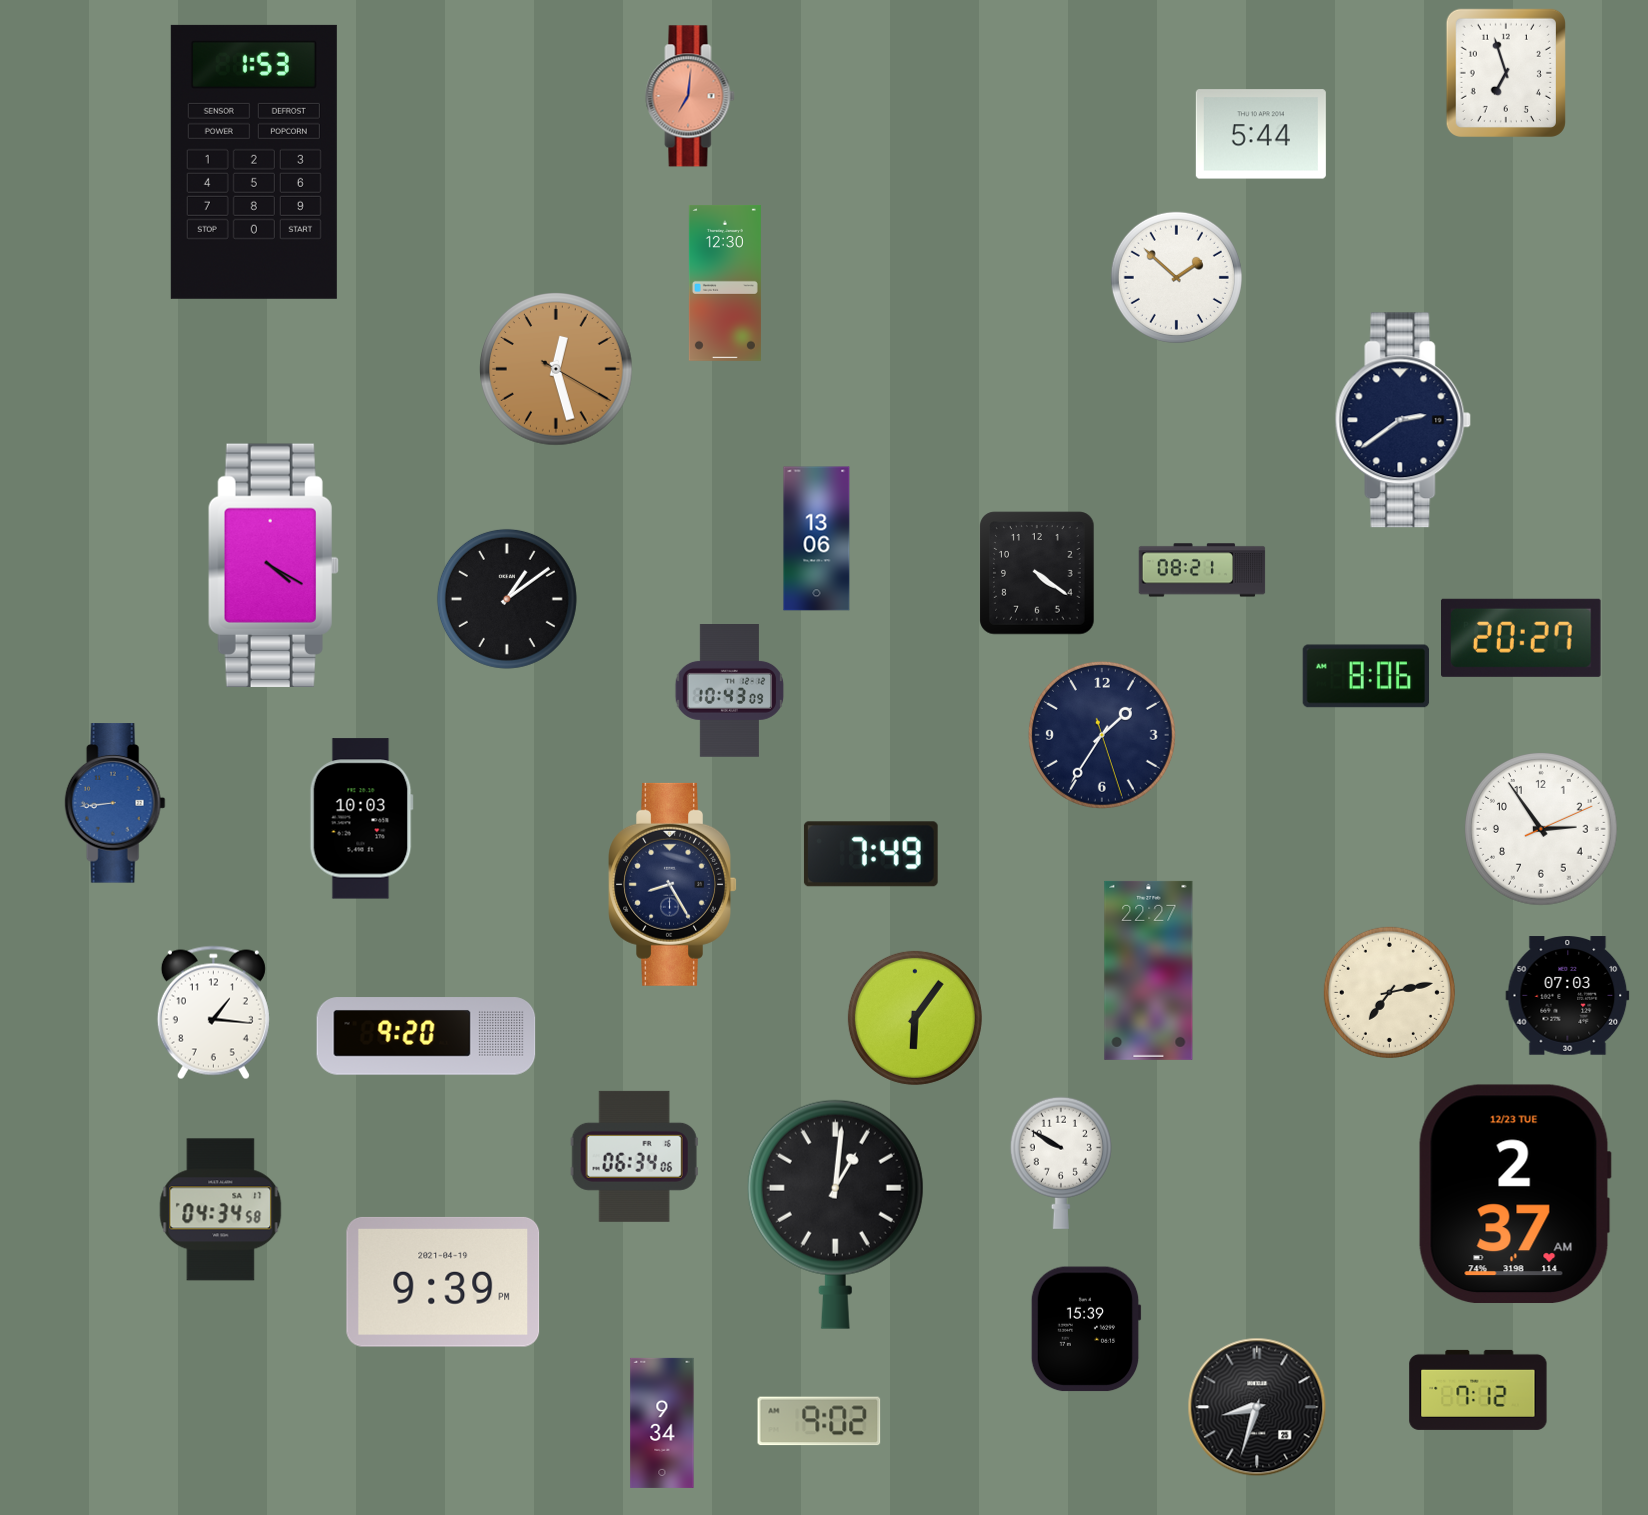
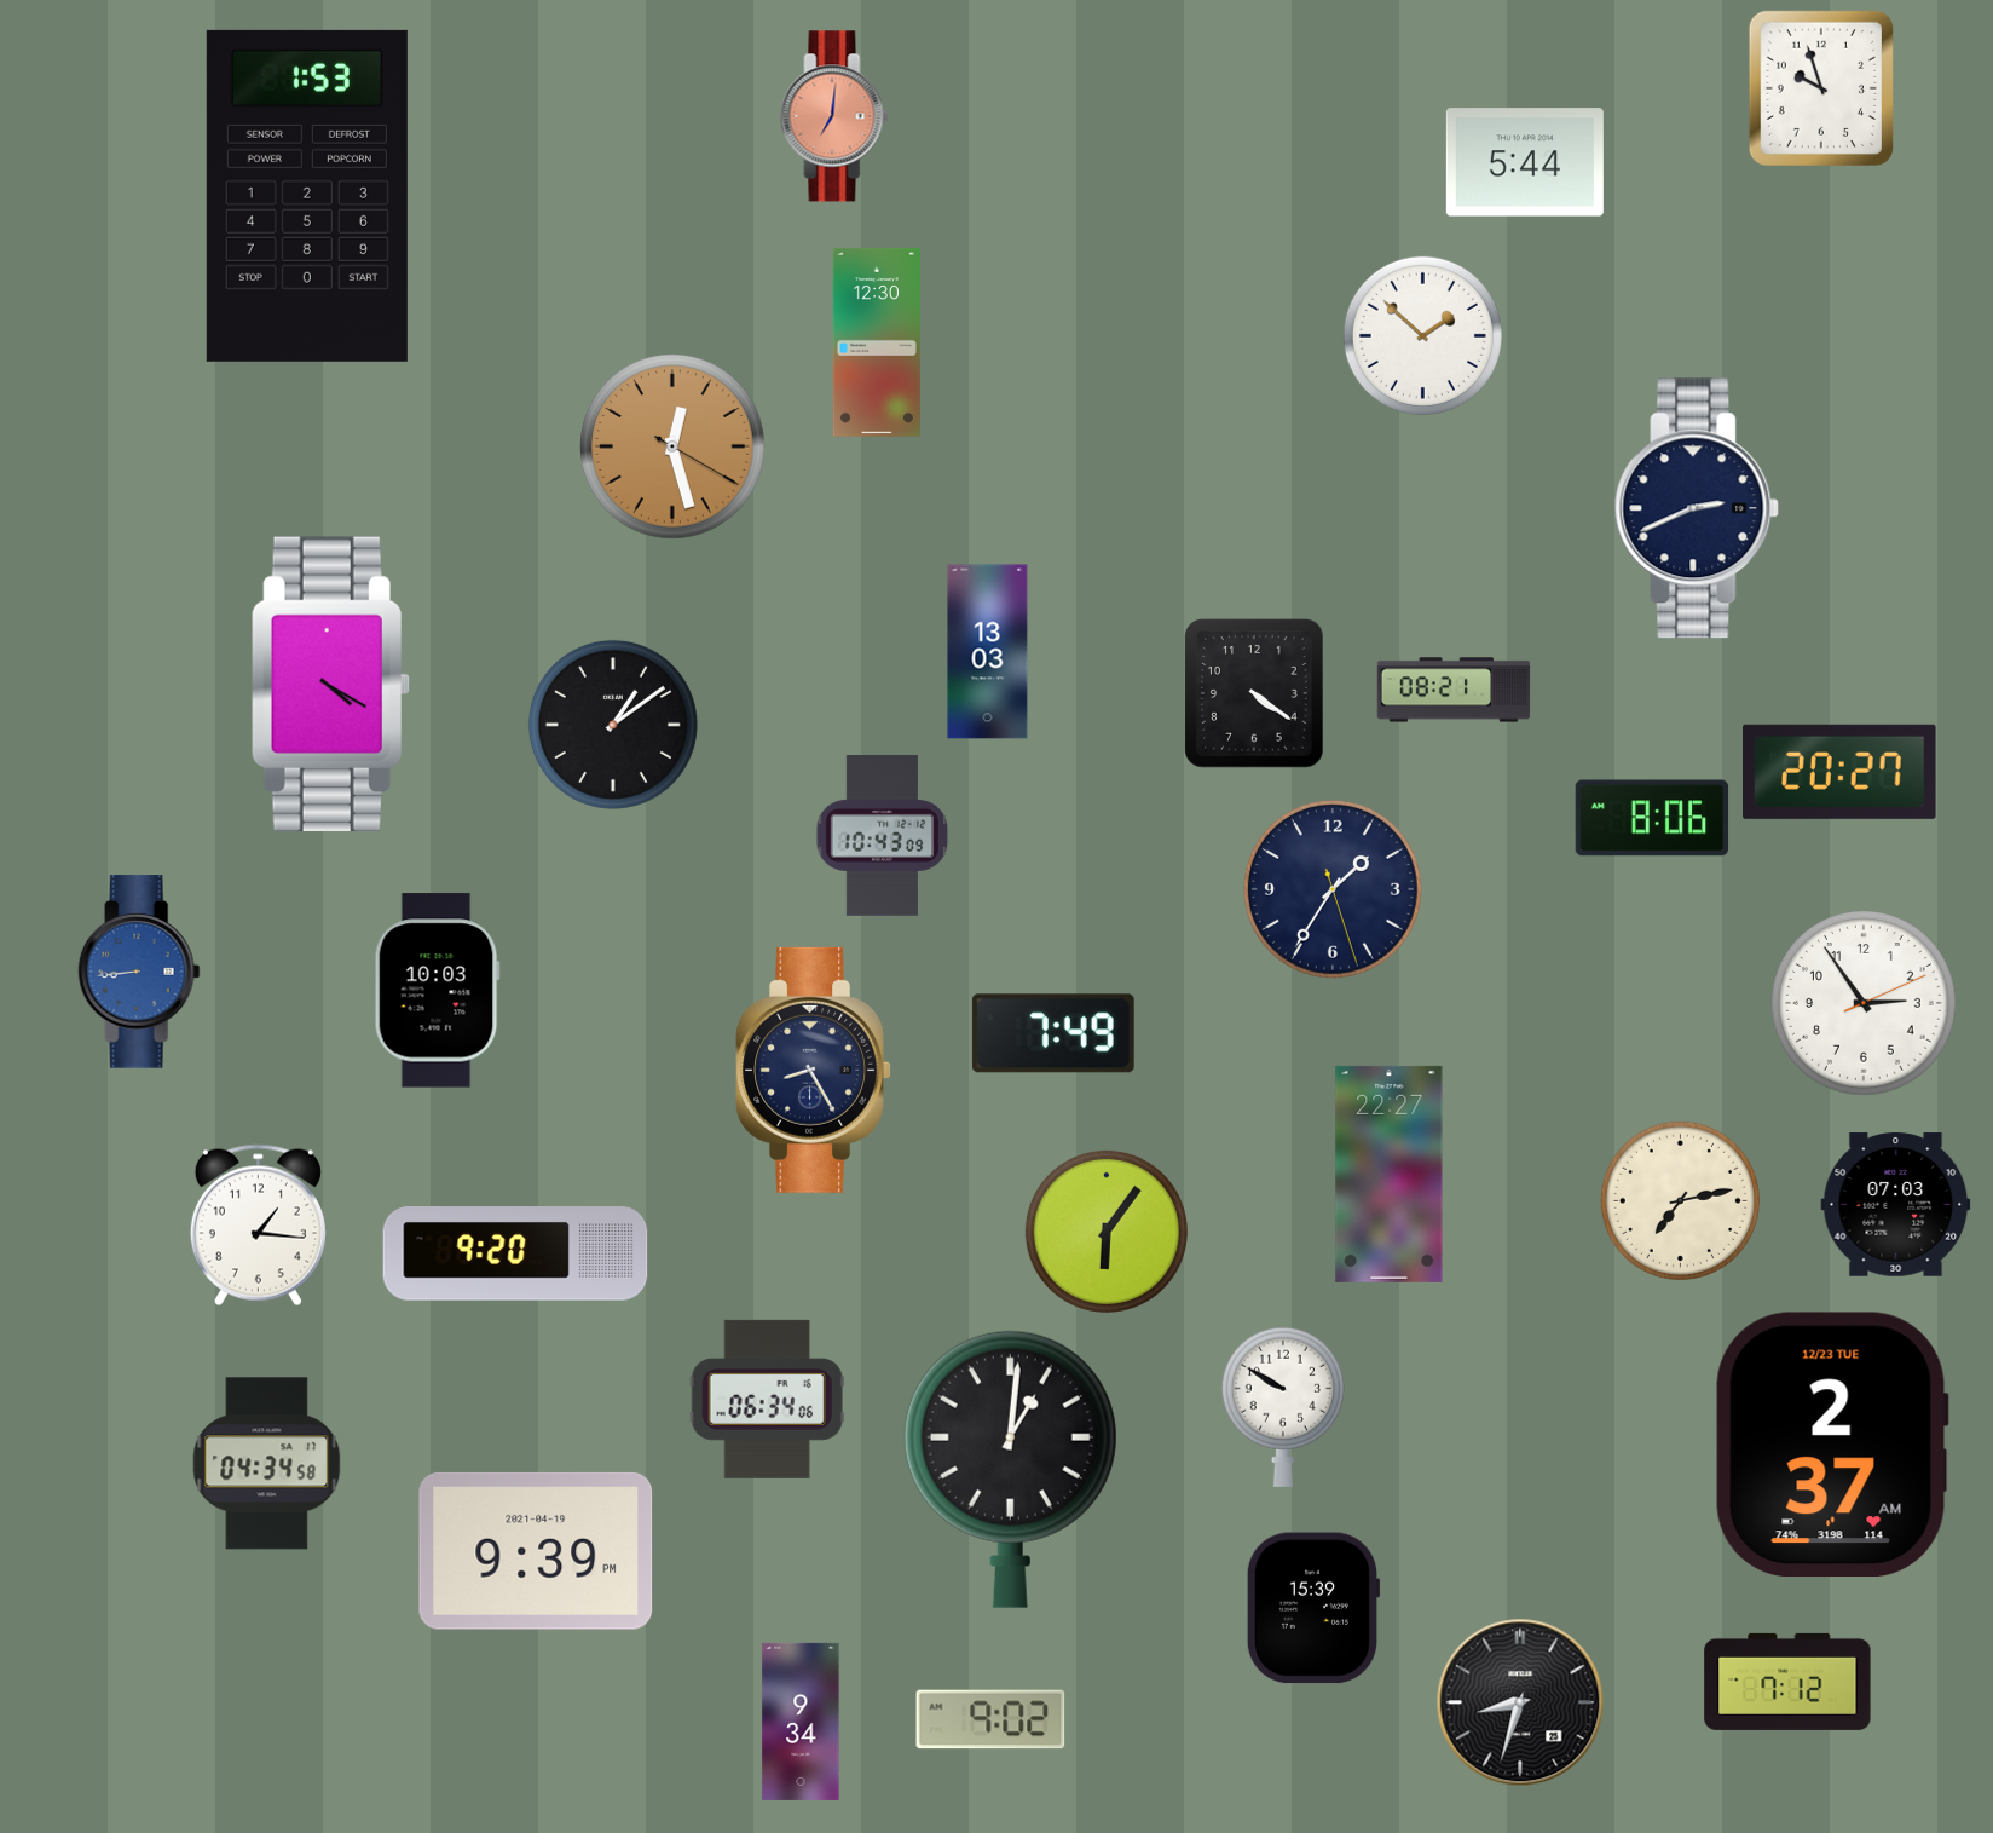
clock at (1506, 73): 6:57 -> 9:57
clock at (1403, 420): 2:39 -> 2:41
clock at (817, 539): 13:06 -> 13:03
